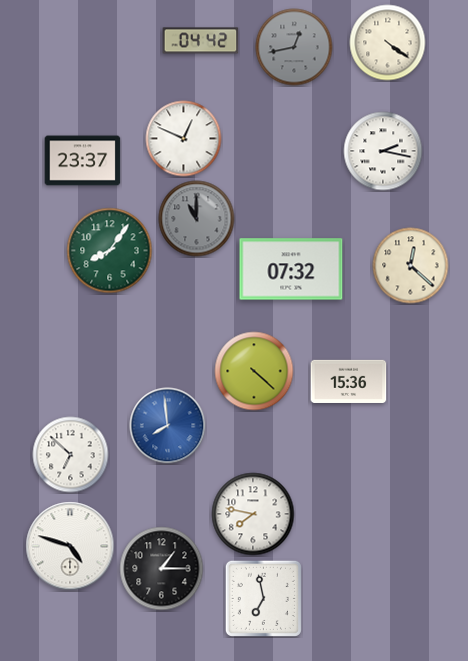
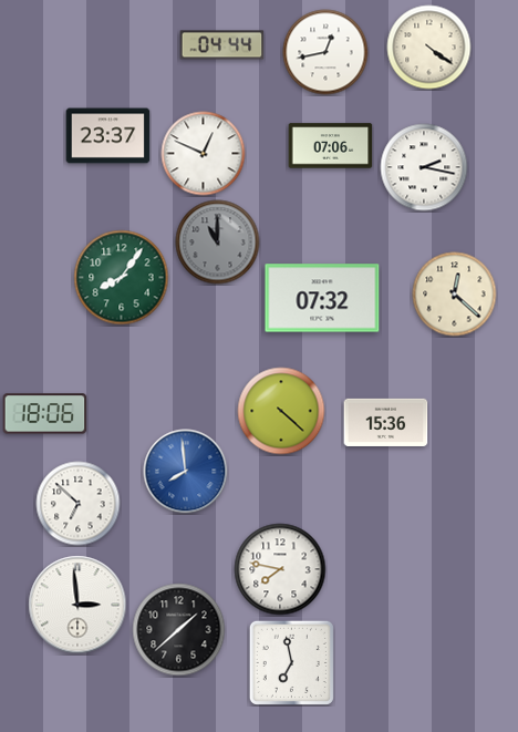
clock at (201, 41): 04:42 -> 04:44
clock at (294, 47) dial: grey -> white
clock at (331, 146): none -> 07:06
clock at (83, 161) position: (83, 161) -> (108, 136)
clock at (45, 414): none -> 18:06
clock at (70, 546): 4:48 -> 2:59
clock at (162, 569): 1:15 -> 1:38
